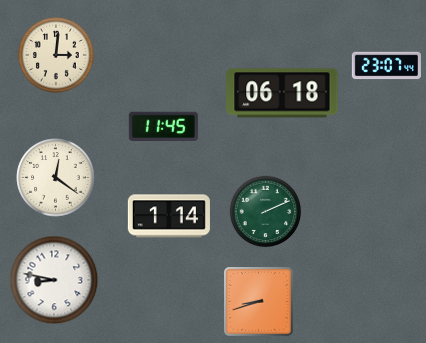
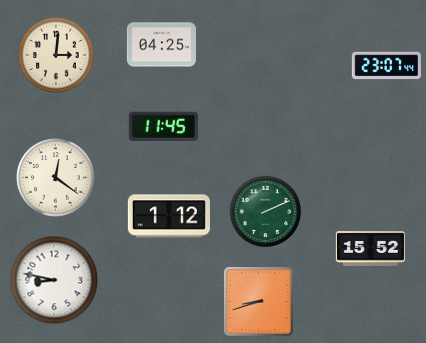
clock at (161, 45): none -> 04:25
clock at (282, 93): 06:18 -> none
clock at (169, 216): 1:14 -> 1:12
clock at (370, 249): none -> 15:52
